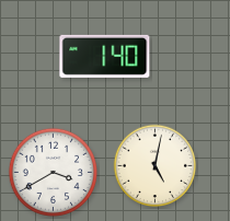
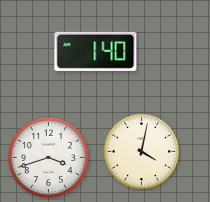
clock at (156, 166): 5:02 -> 4:02
clock at (53, 172): 3:40 -> 3:42
